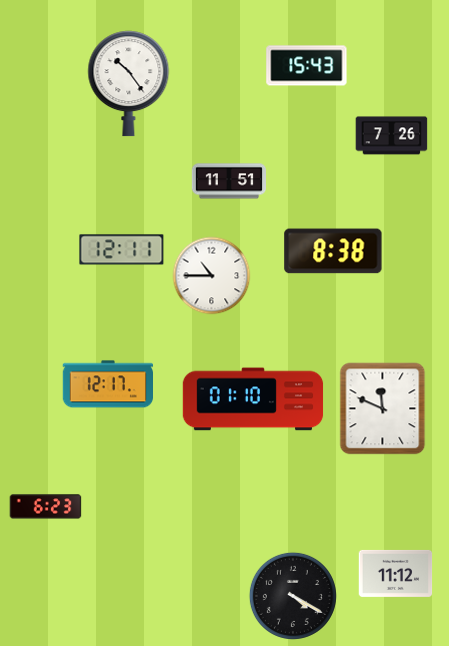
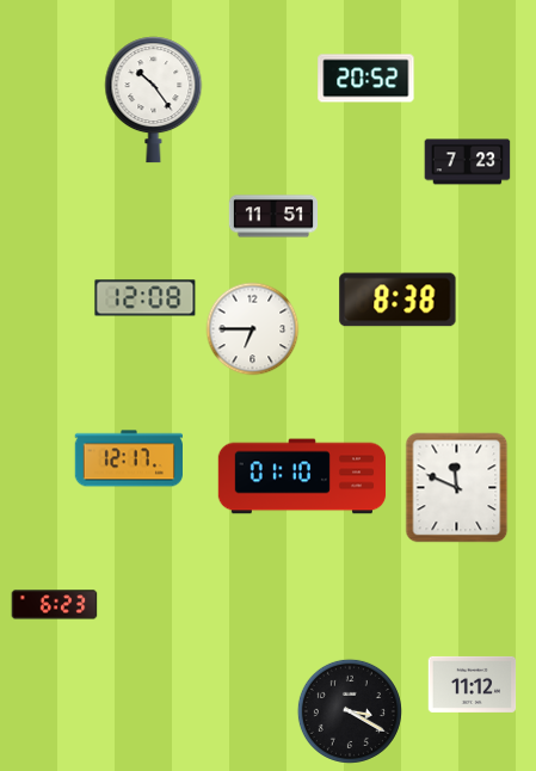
clock at (307, 66): 15:43 -> 20:52
clock at (392, 136): 7:26 -> 7:23
clock at (122, 250): 12:11 -> 12:08
clock at (212, 276): 10:45 -> 6:45
clock at (293, 596): 4:20 -> 3:20
